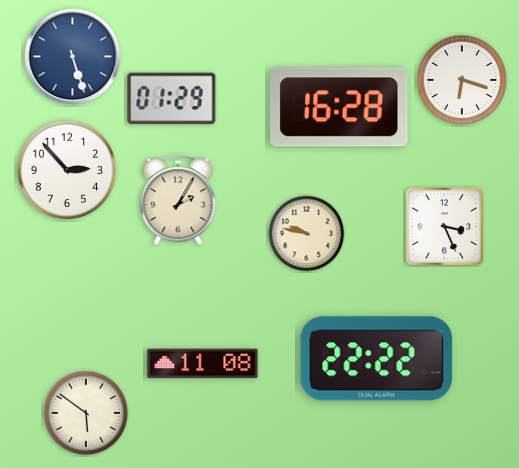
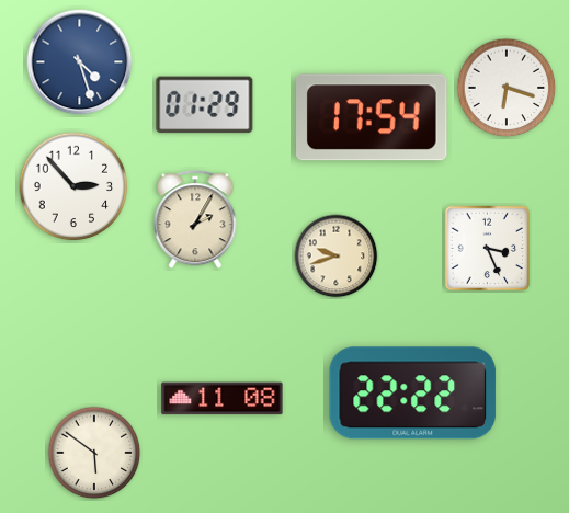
clock at (73, 57): 5:27 -> 4:27
clock at (172, 99) position: (172, 99) -> (205, 105)
clock at (340, 107): 16:28 -> 17:54
clock at (307, 234): 9:47 -> 9:42
